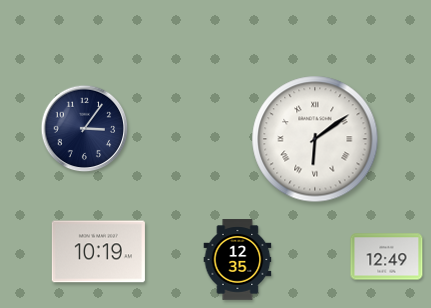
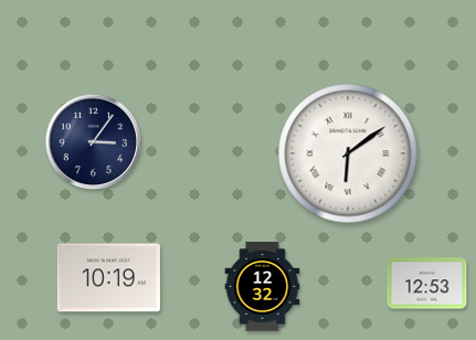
clock at (387, 257): 12:49 -> 12:53
clock at (238, 260): 12:35 -> 12:32
